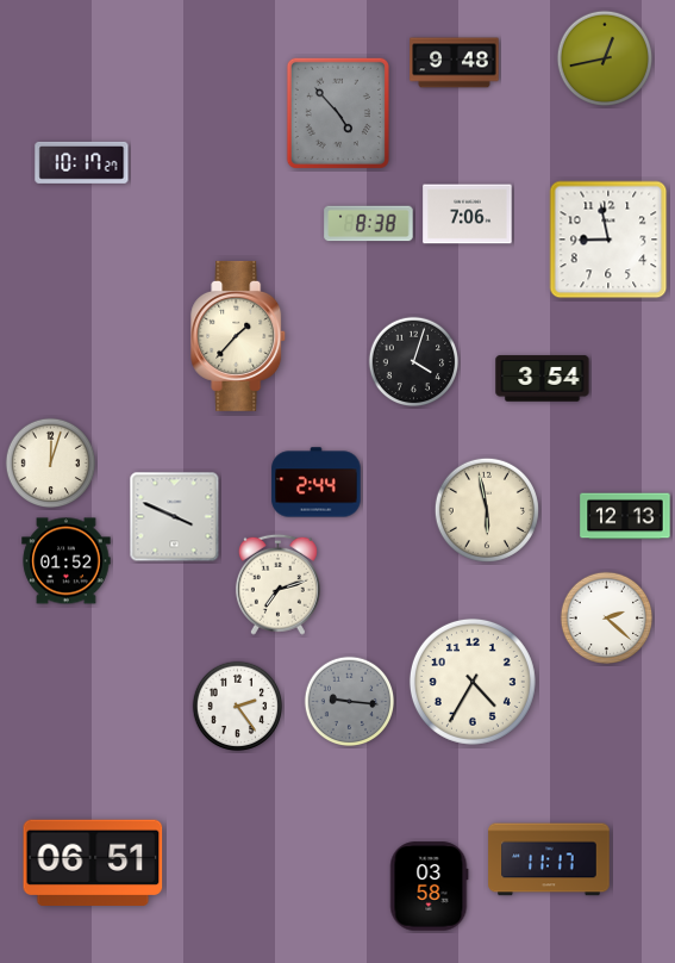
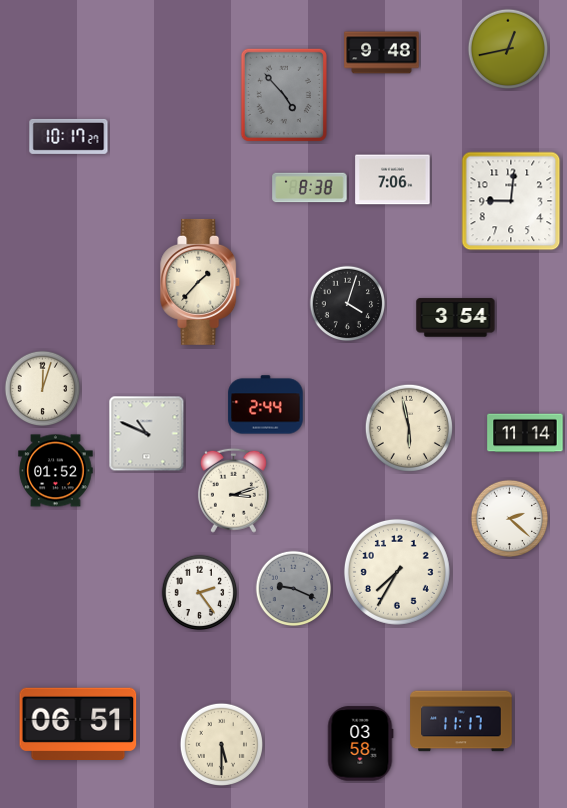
clock at (608, 240): 8:58 -> 9:01
clock at (625, 516): 12:13 -> 11:14
clock at (175, 517): 3:49 -> 10:49
clock at (277, 584): 7:12 -> 3:12
clock at (473, 682): 4:35 -> 7:35
clock at (350, 702): 9:16 -> 9:19
clock at (221, 744): none -> 5:30
